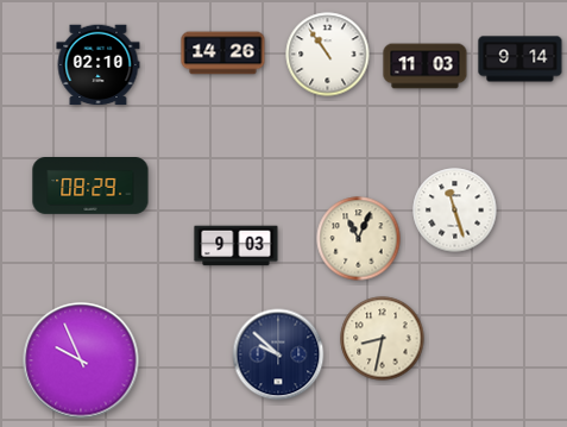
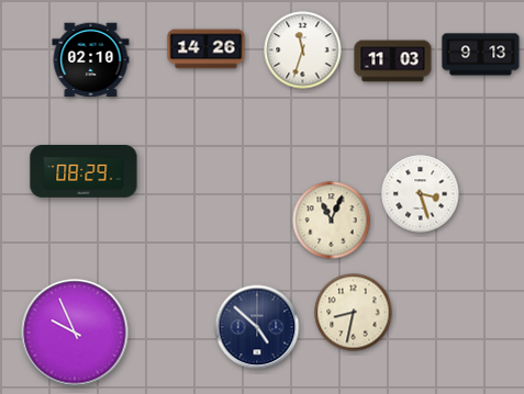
clock at (328, 55): 10:54 -> 11:33
clock at (521, 59): 9:14 -> 9:13
clock at (455, 211): 11:27 -> 3:27
clock at (237, 246): 9:03 -> none
clock at (278, 354): 9:52 -> 4:52
